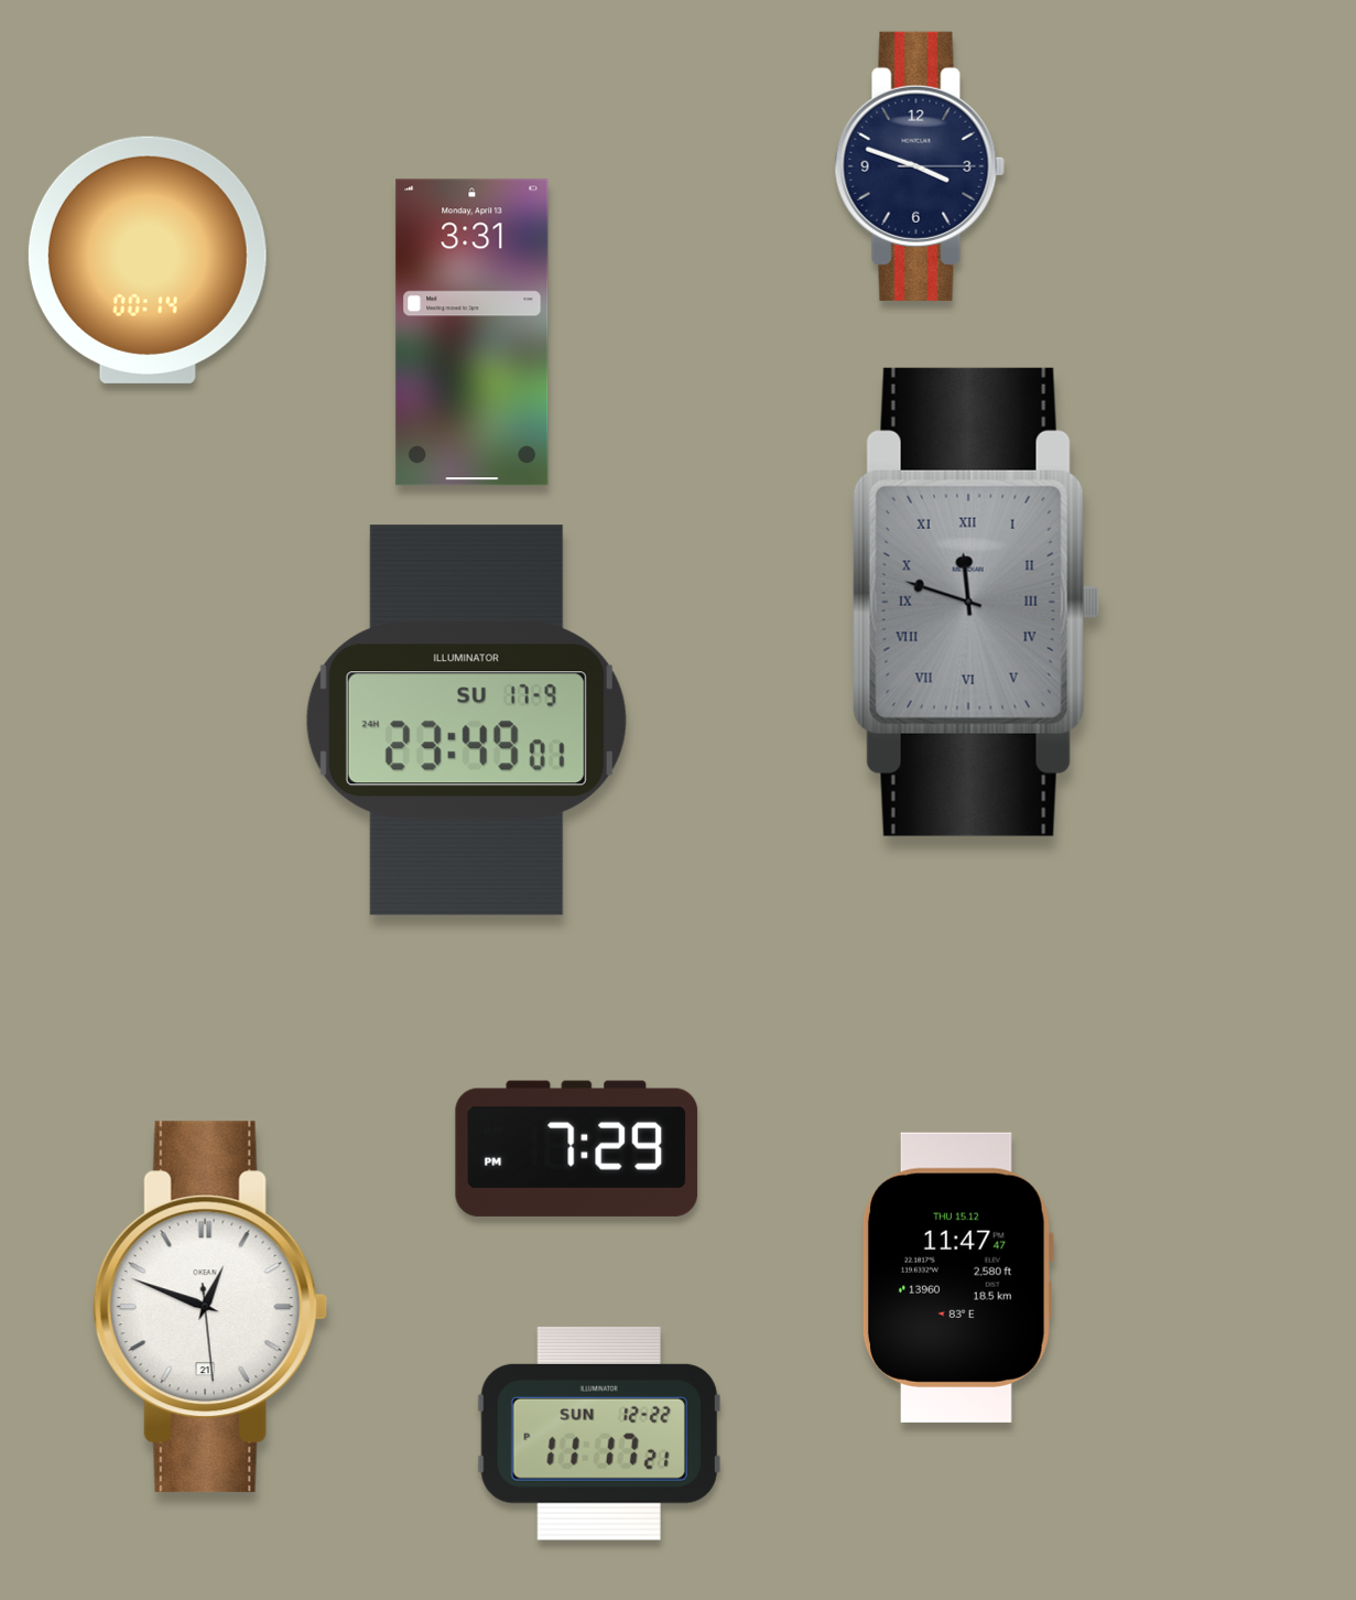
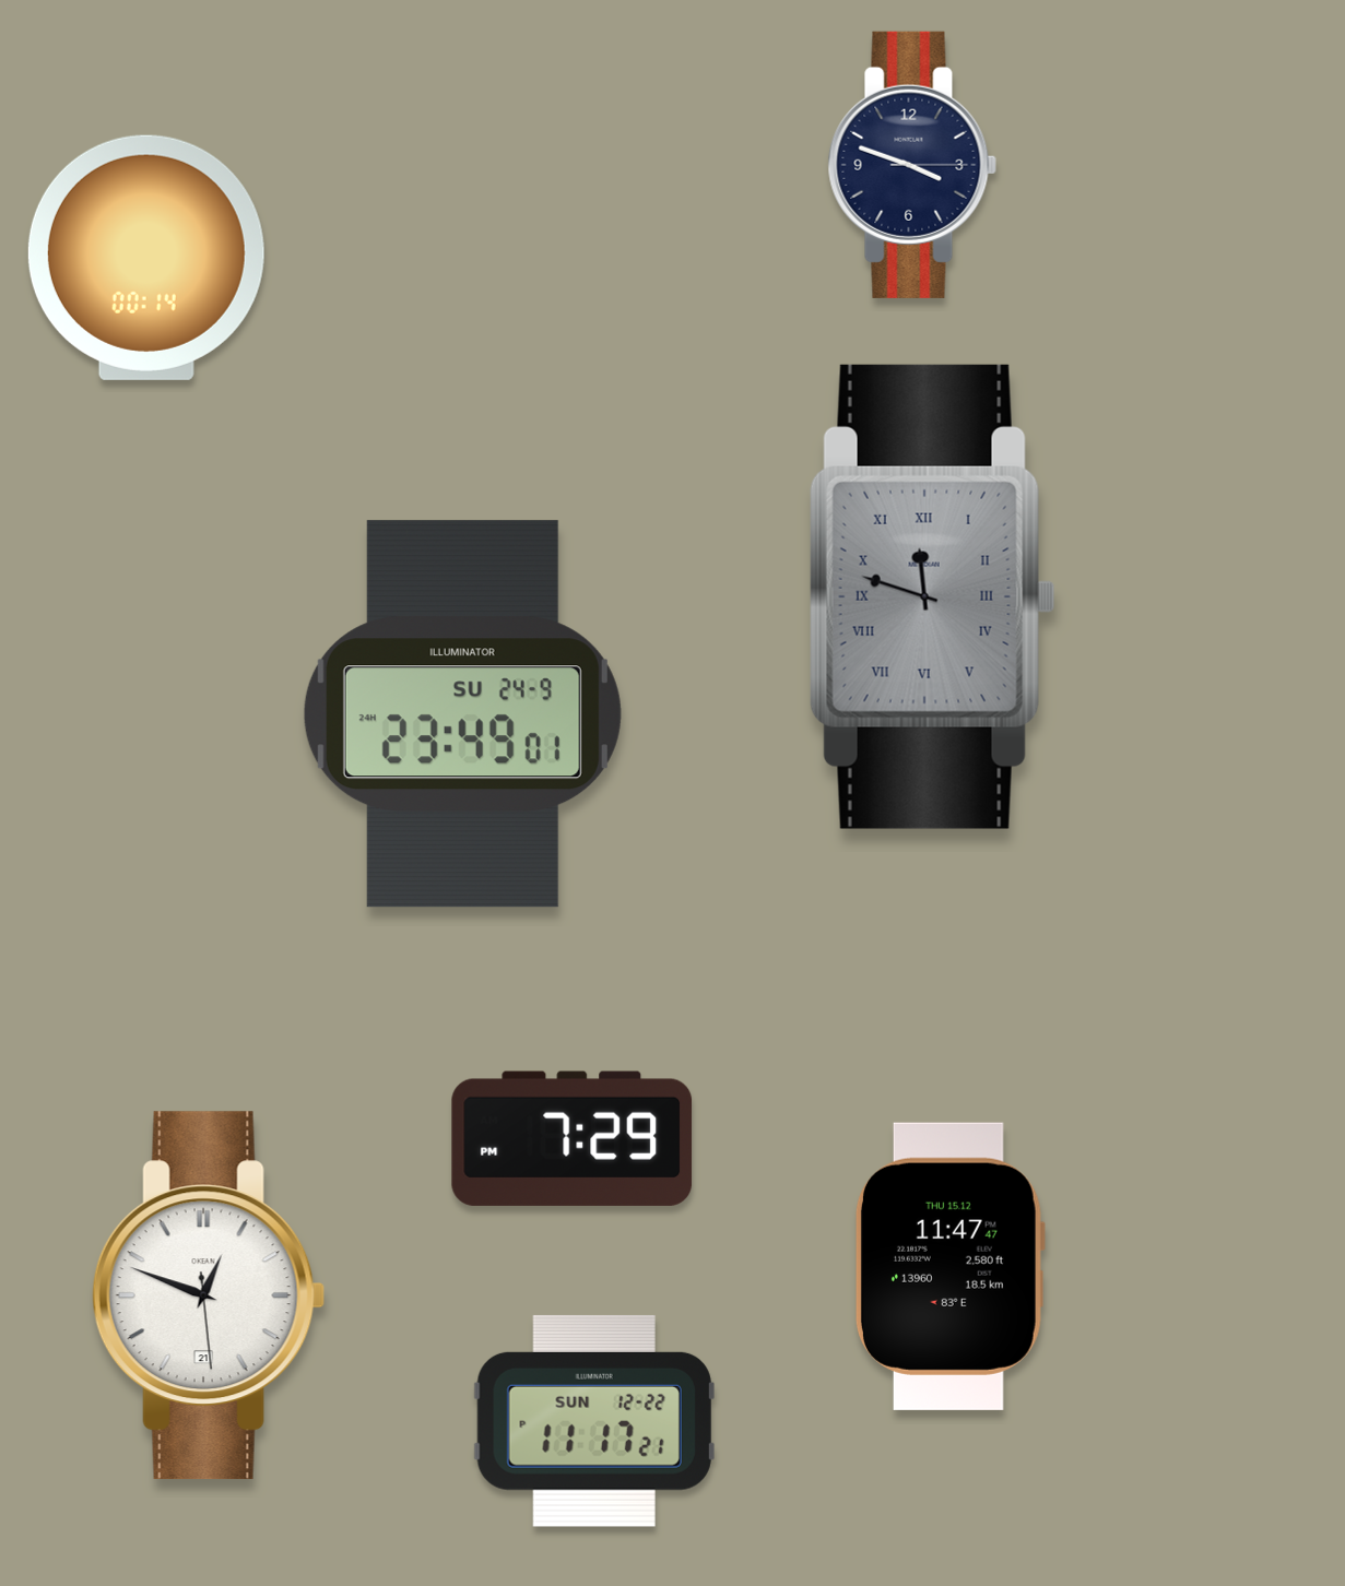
clock at (473, 333): 3:31 -> none
clock at (976, 602) position: (976, 602) -> (932, 596)
clock at (466, 721) date: SU 17-9 -> SU 24-9
